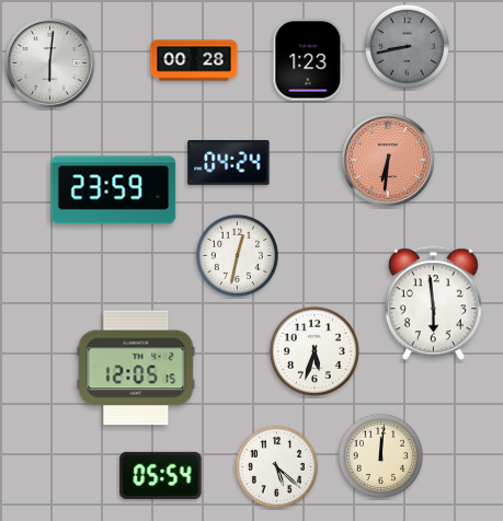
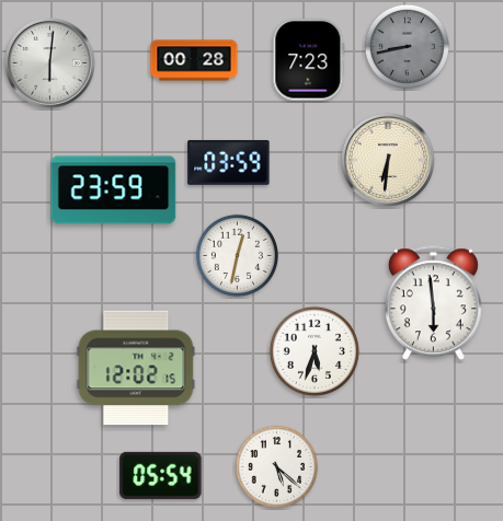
clock at (309, 60): 1:23 -> 7:23
clock at (388, 160) dial: salmon -> cream
clock at (229, 162): 04:24 -> 03:59
clock at (136, 368): 12:05 -> 12:02
clock at (380, 455): 12:01 -> none
